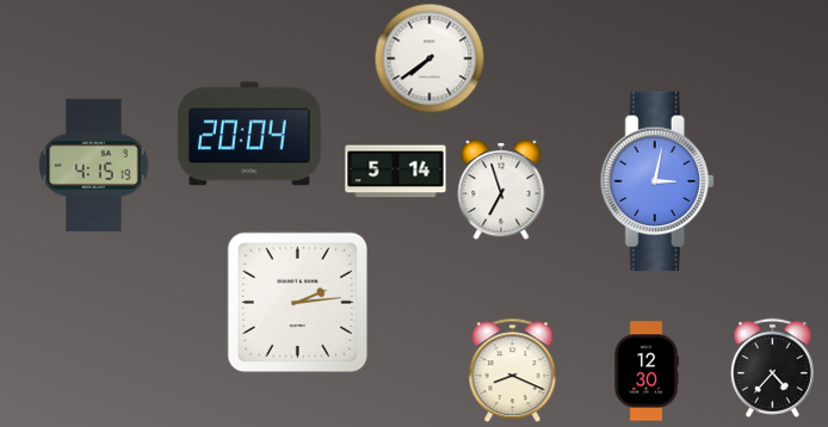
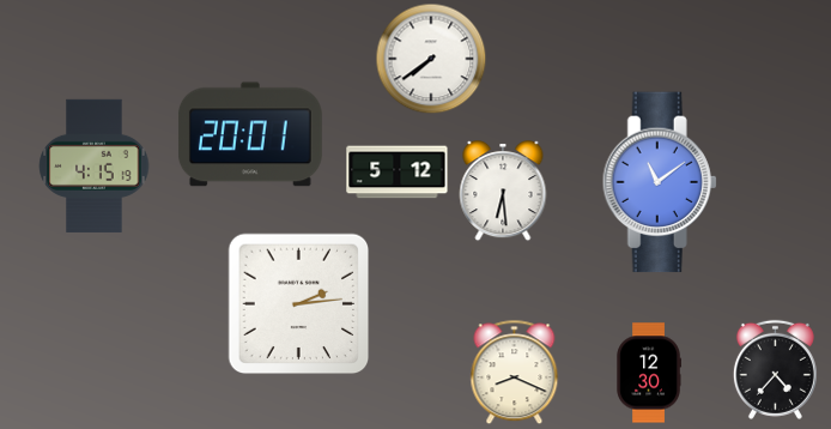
clock at (249, 134): 20:04 -> 20:01
clock at (396, 172): 5:14 -> 5:12
clock at (657, 181): 3:02 -> 11:09
clock at (501, 190): 6:57 -> 6:29
